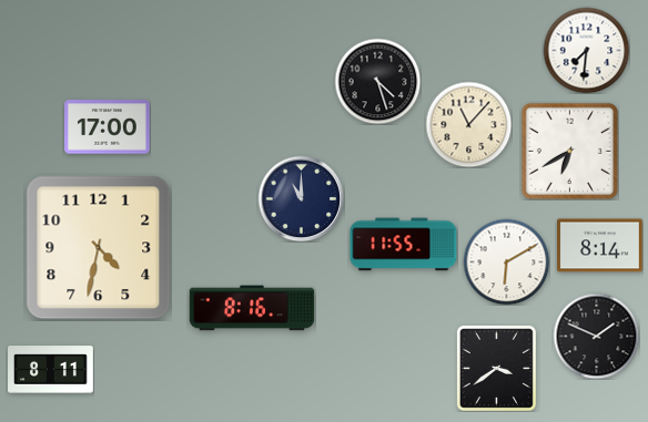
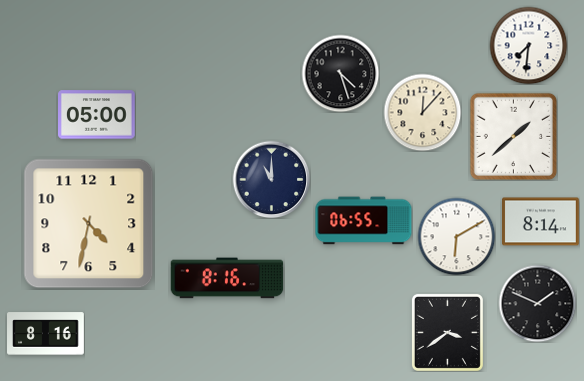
clock at (468, 124): 11:07 -> 12:07
clock at (108, 127): 17:00 -> 05:00
clock at (569, 151): 6:40 -> 1:38
clock at (404, 245): 11:55 -> 06:55
clock at (51, 370): 8:11 -> 8:16
